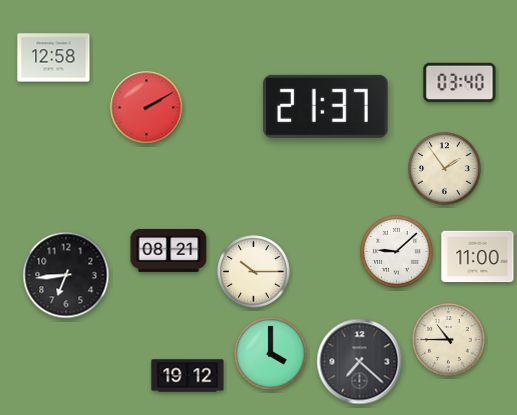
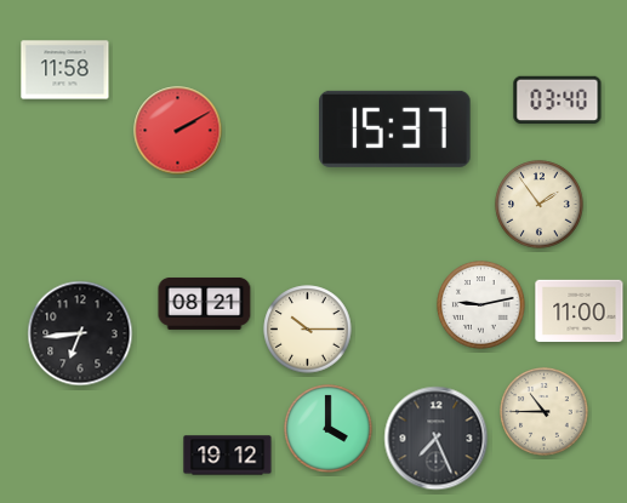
clock at (54, 58): 12:58 -> 11:58
clock at (326, 106): 21:37 -> 15:37
clock at (397, 252): 9:08 -> 9:13
clock at (360, 362): 7:22 -> 7:26
